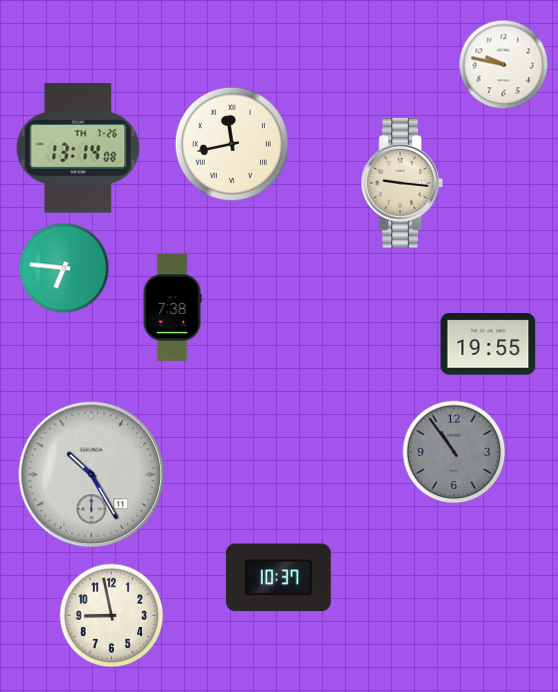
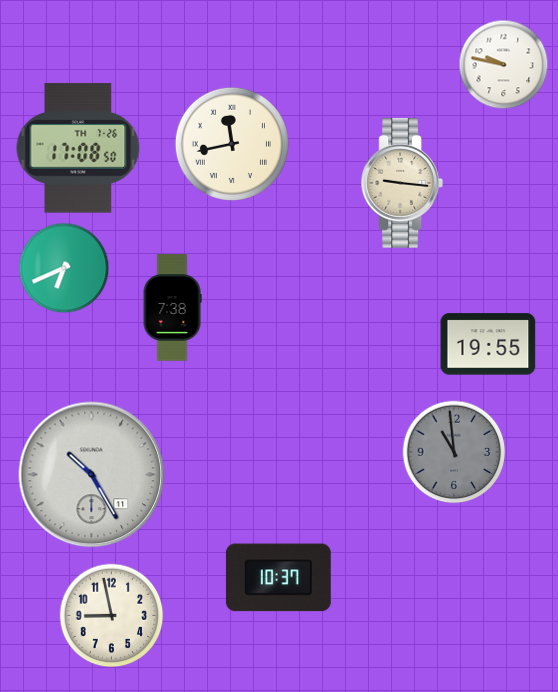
clock at (78, 148): 13:14 -> 17:08
clock at (64, 268): 6:46 -> 6:41
clock at (454, 452): 10:54 -> 10:59
